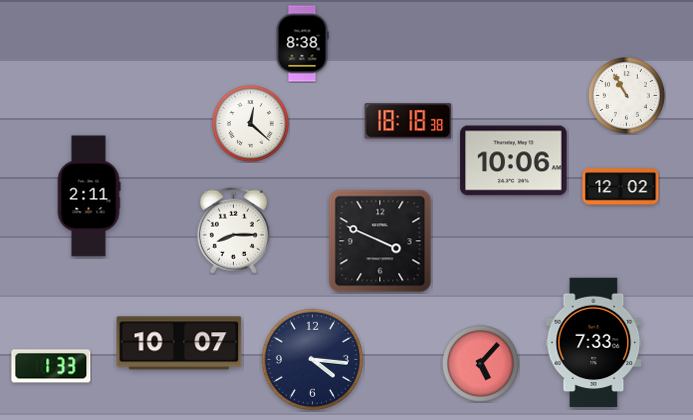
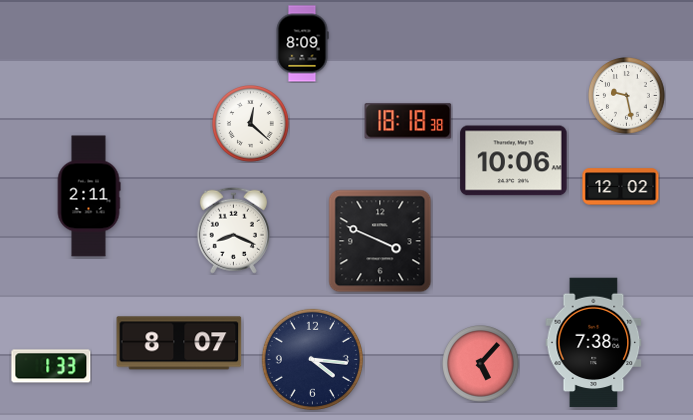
clock at (302, 44): 8:38 -> 8:09
clock at (627, 96): 10:55 -> 9:28
clock at (233, 230): 8:15 -> 8:19
clock at (179, 343): 10:07 -> 8:07
clock at (594, 343): 7:33 -> 7:38
